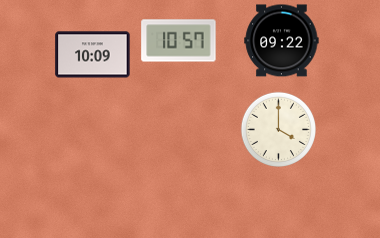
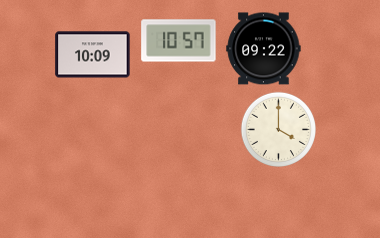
clock at (282, 41) position: (282, 41) -> (264, 49)
